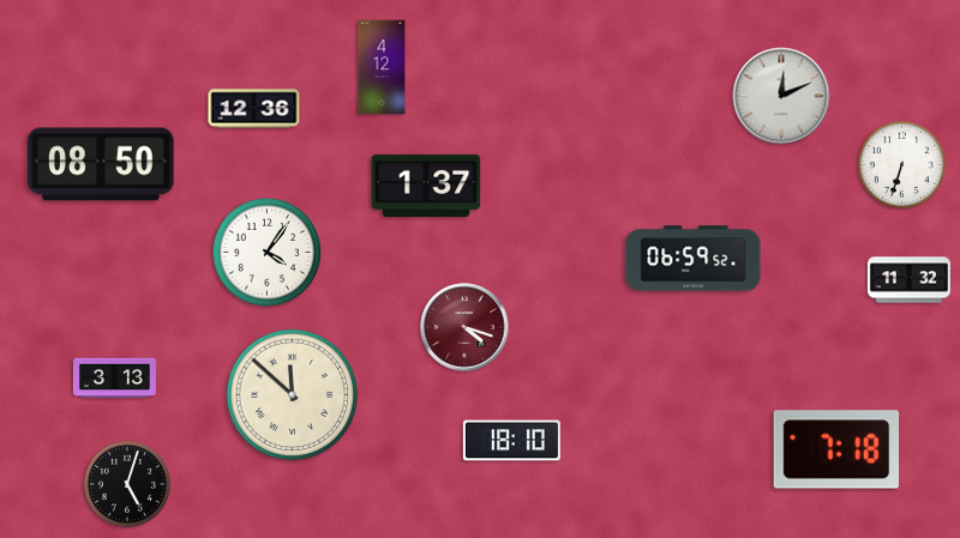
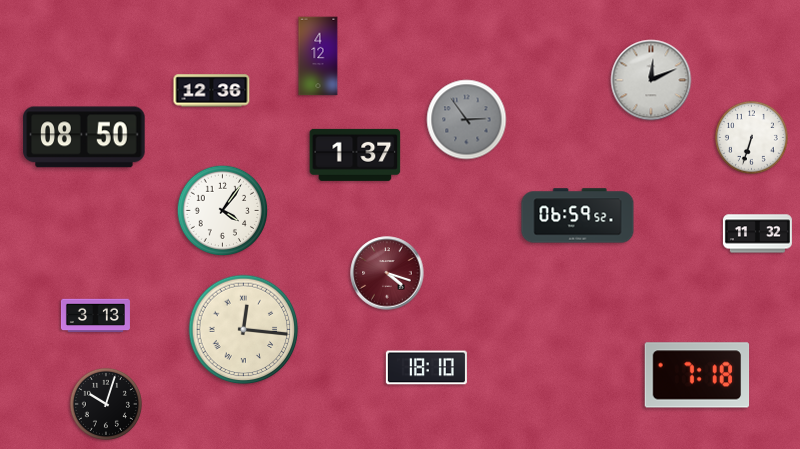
clock at (467, 120): none -> 2:54
clock at (293, 395): 11:52 -> 12:16
clock at (127, 484): 5:03 -> 10:03
